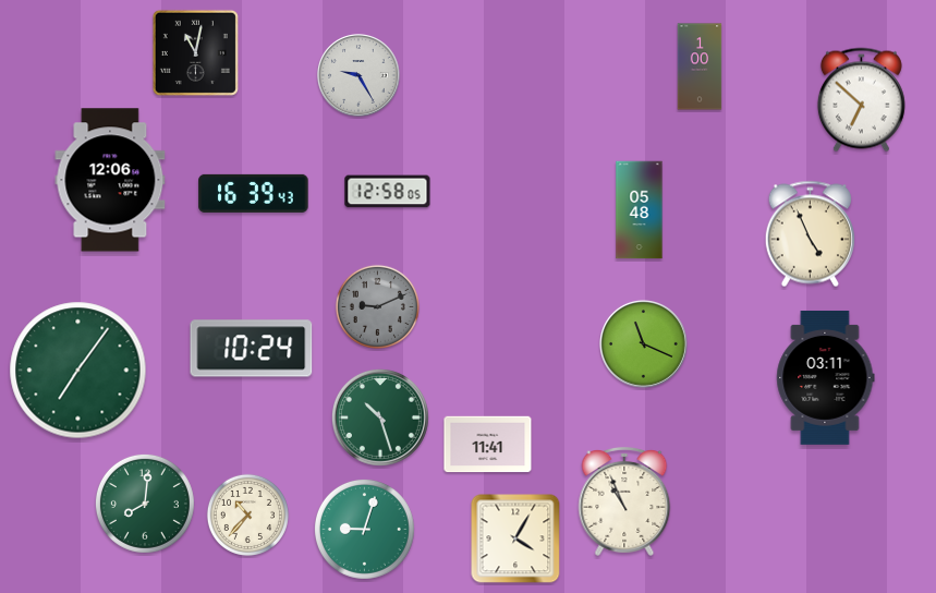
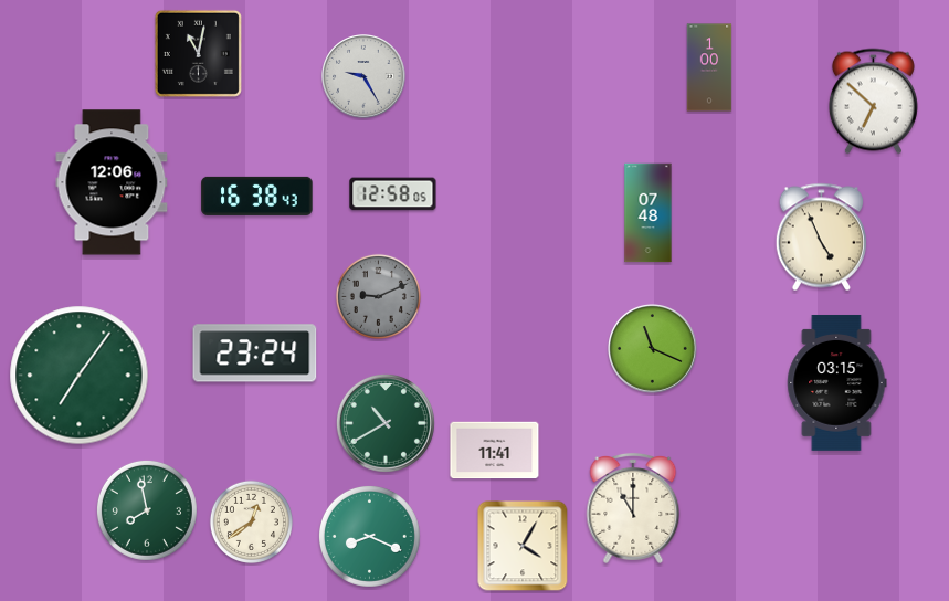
clock at (254, 193): 16:39 -> 16:38
clock at (640, 210): 05:48 -> 07:48
clock at (377, 306) position: (377, 306) -> (378, 296)
clock at (252, 349): 10:24 -> 23:24
clock at (826, 377): 03:11 -> 03:15
clock at (380, 417): 10:27 -> 10:40
clock at (624, 501): 10:56 -> 11:00
clock at (145, 504): 8:01 -> 7:58
clock at (247, 515): 10:37 -> 12:39
clock at (364, 529): 9:03 -> 8:19
